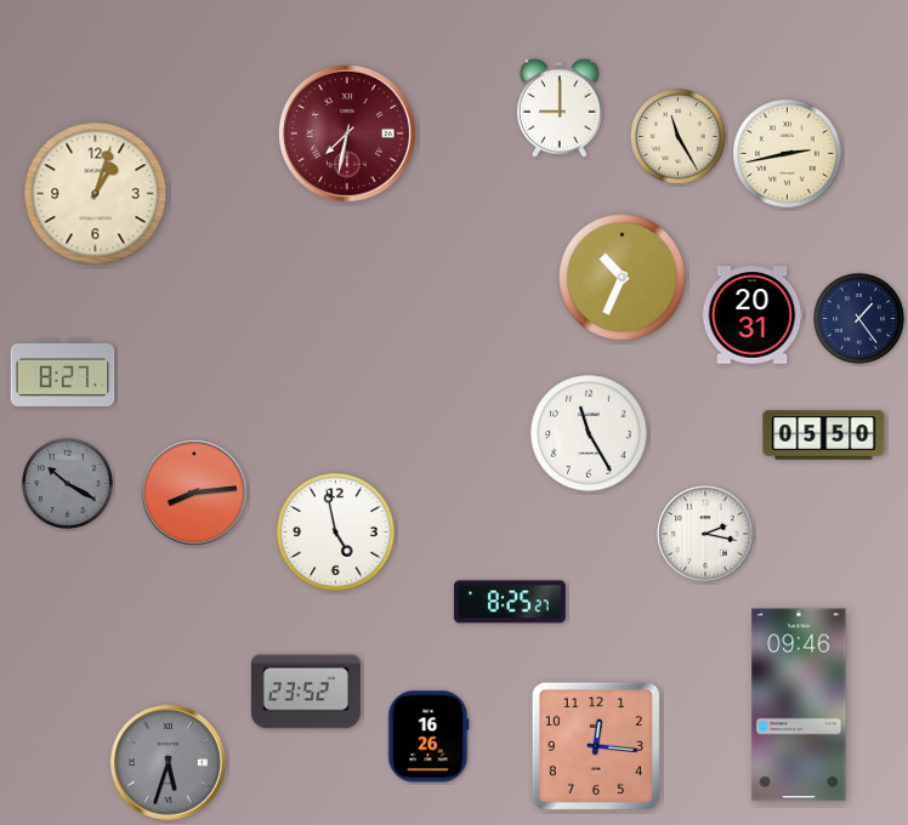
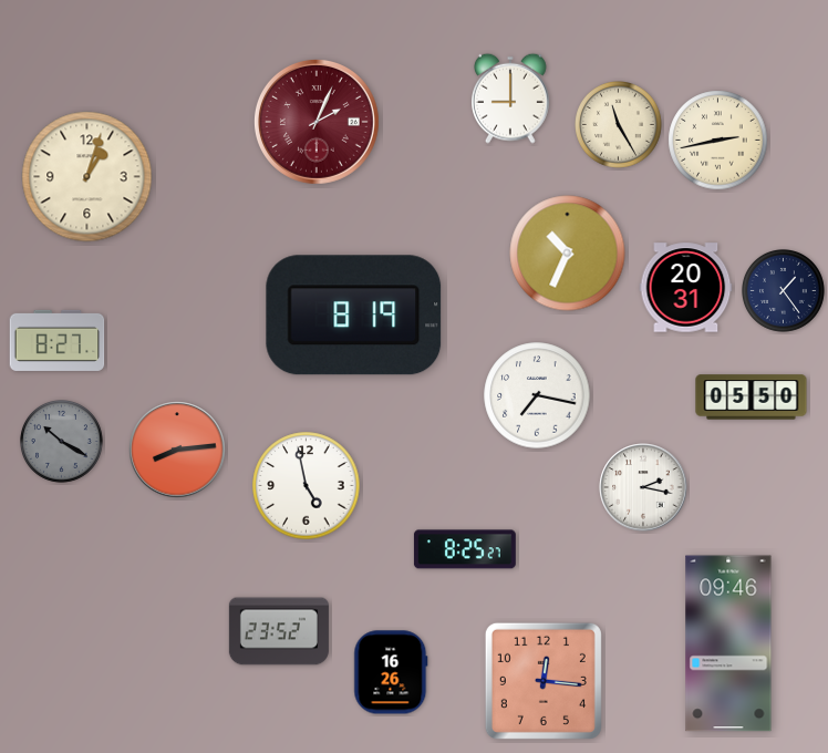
clock at (347, 133): 7:32 -> 2:04
clock at (354, 316): none -> 8:19
clock at (589, 433): 11:25 -> 7:17
clock at (169, 763): 5:33 -> none
